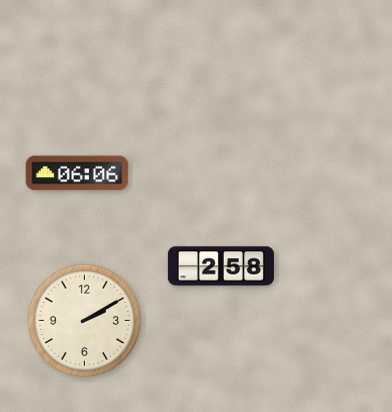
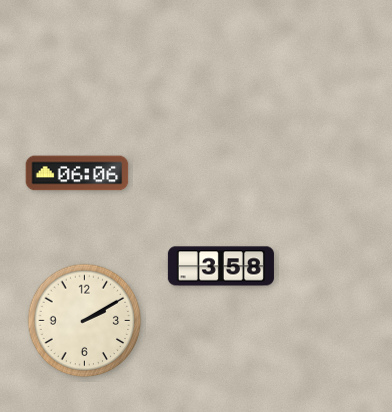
clock at (221, 266): 2:58 -> 3:58
